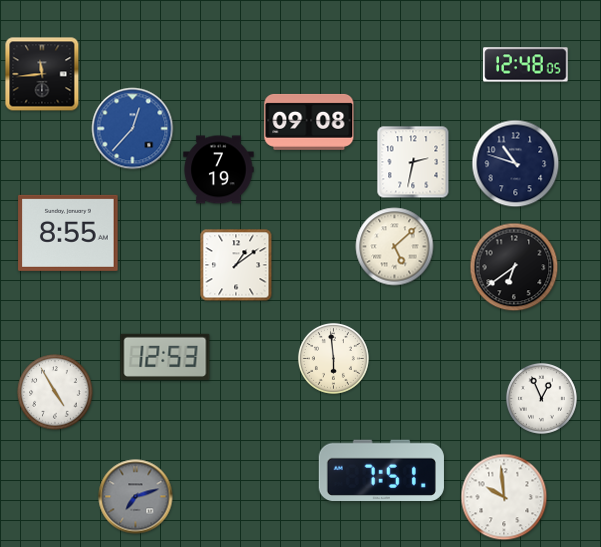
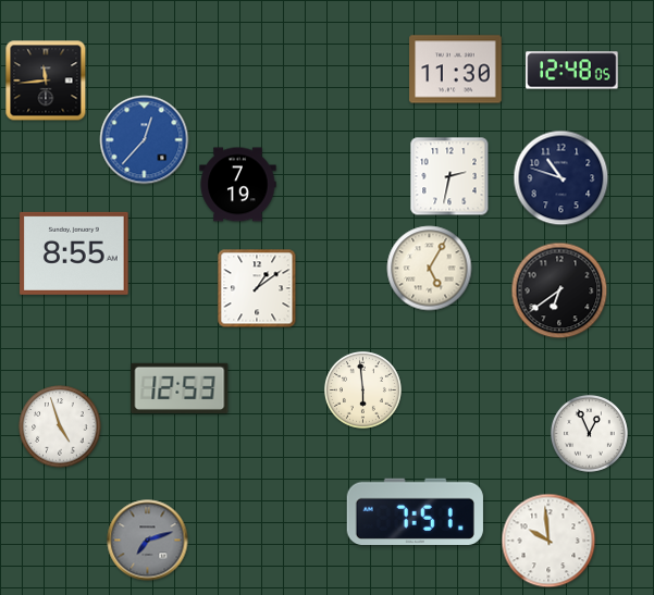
clock at (456, 70): none -> 11:30
clock at (309, 122): 09:08 -> none
clock at (395, 247): 5:08 -> 5:05
clock at (55, 392): 4:55 -> 4:57
